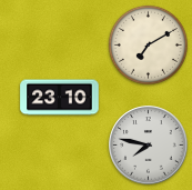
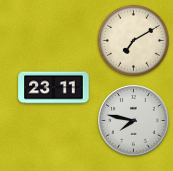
clock at (60, 98): 23:10 -> 23:11
clock at (149, 146) position: (149, 146) -> (134, 121)
